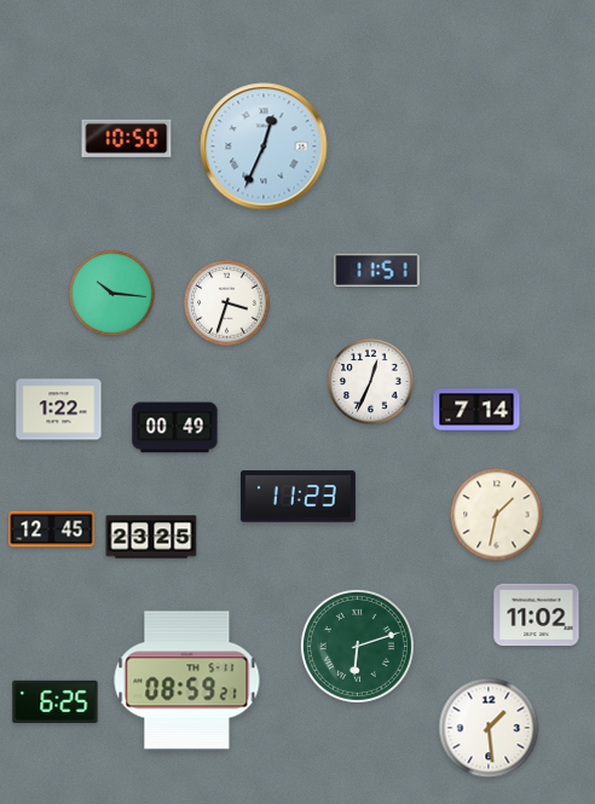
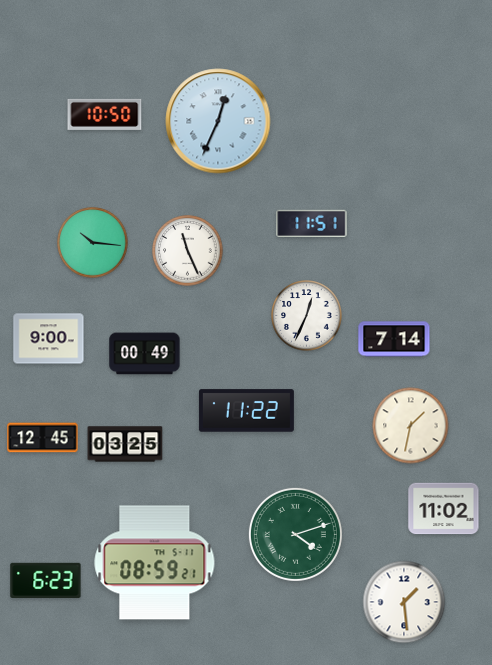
clock at (227, 303): 3:33 -> 11:26
clock at (59, 410): 1:22 -> 9:00
clock at (297, 497): 11:23 -> 11:22
clock at (151, 537): 23:25 -> 03:25
clock at (357, 646): 6:12 -> 4:12
clock at (56, 701): 6:25 -> 6:23
